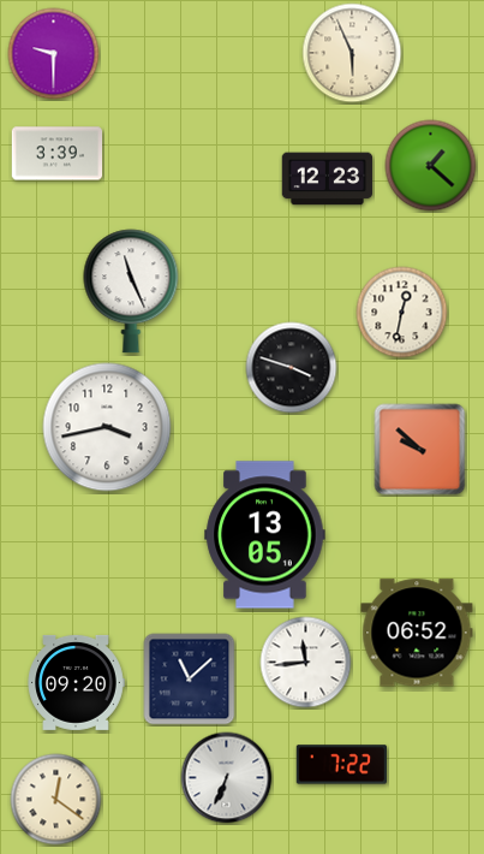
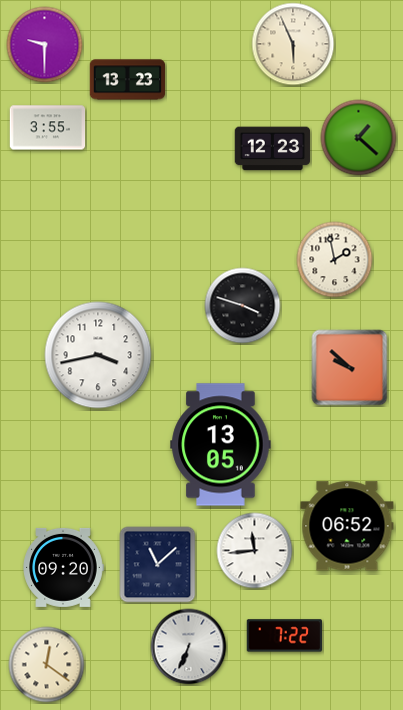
clock at (128, 80): none -> 13:23
clock at (58, 154): 3:39 -> 3:55
clock at (131, 291): 11:26 -> none
clock at (402, 313): 12:32 -> 1:58
clock at (107, 427) position: (107, 427) -> (98, 355)
clock at (420, 450) position: (420, 450) -> (350, 368)
